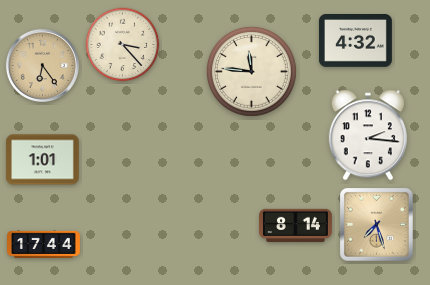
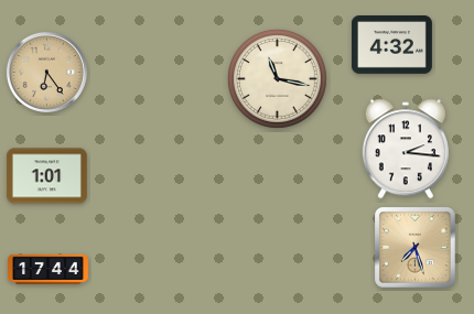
clock at (123, 45): 3:23 -> none
clock at (252, 72): 11:46 -> 11:17
clock at (296, 225): 8:14 -> none
